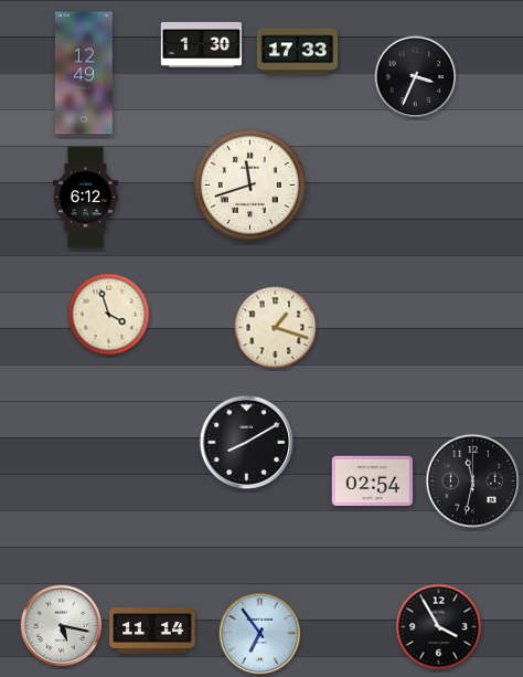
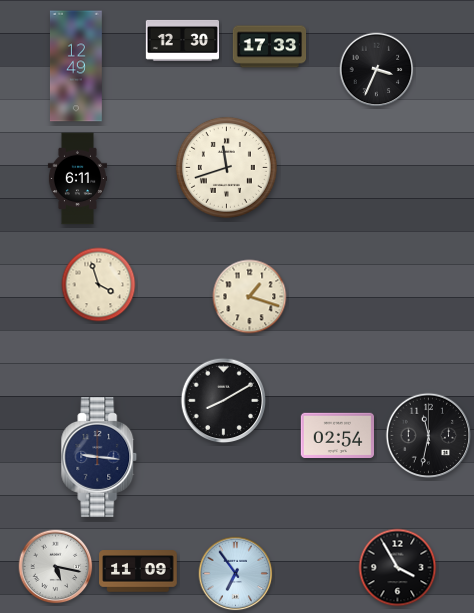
clock at (202, 44): 1:30 -> 12:30
clock at (85, 198): 6:12 -> 6:11
clock at (99, 457): none -> 9:16
clock at (152, 631): 11:14 -> 11:09
